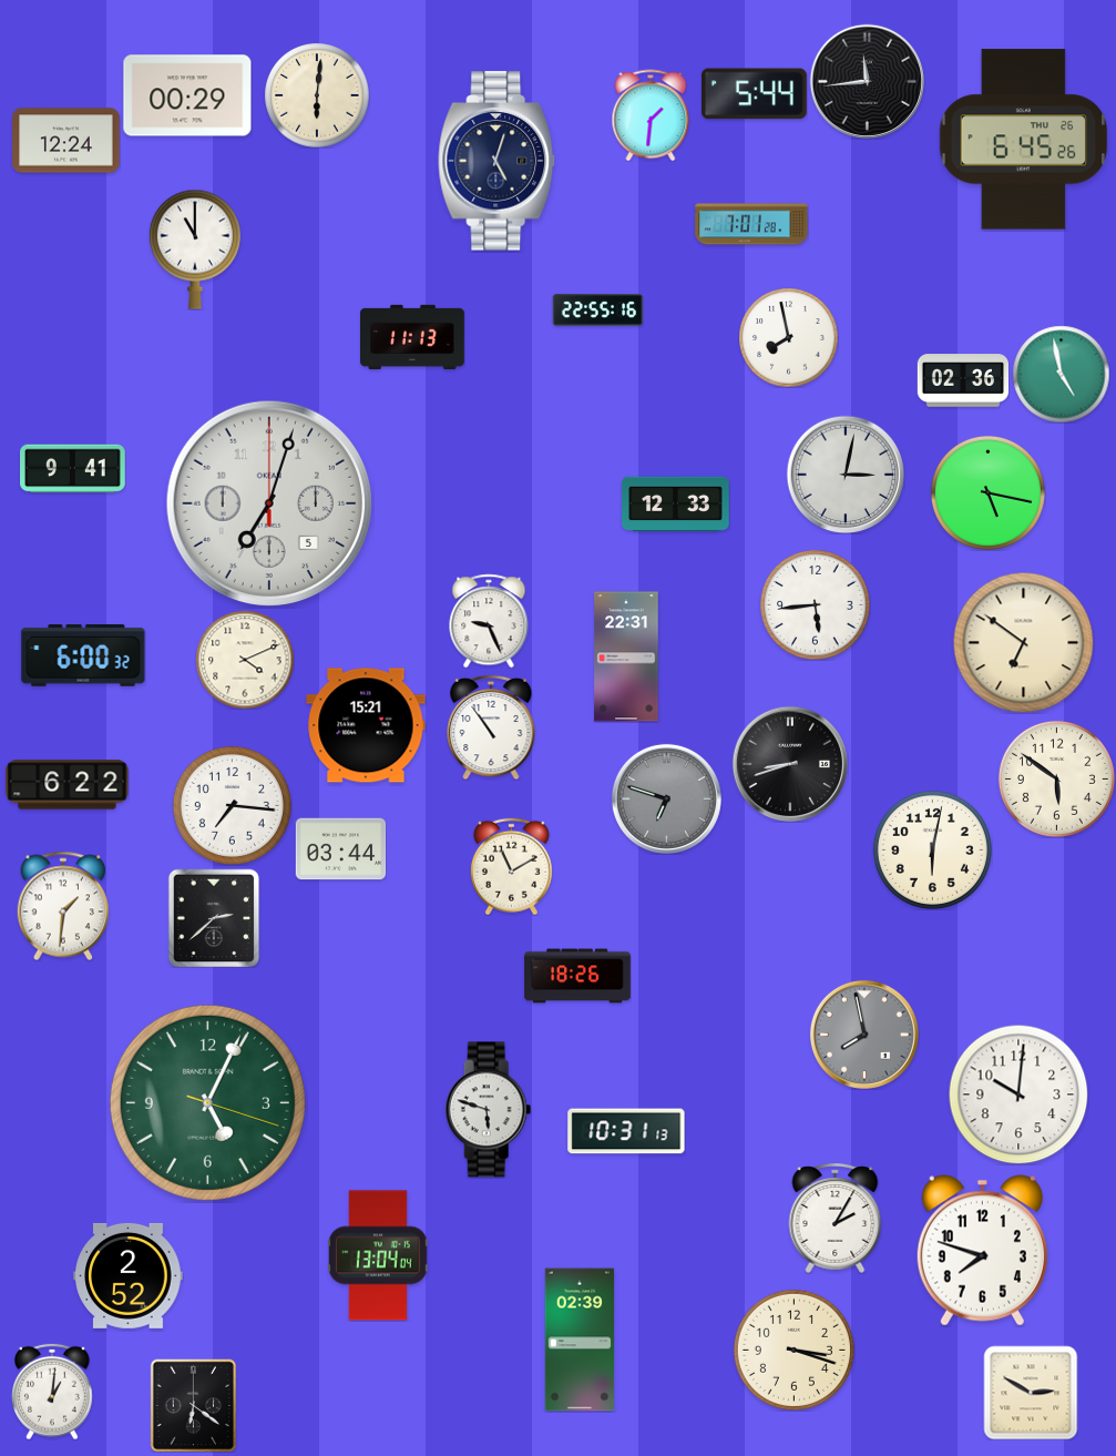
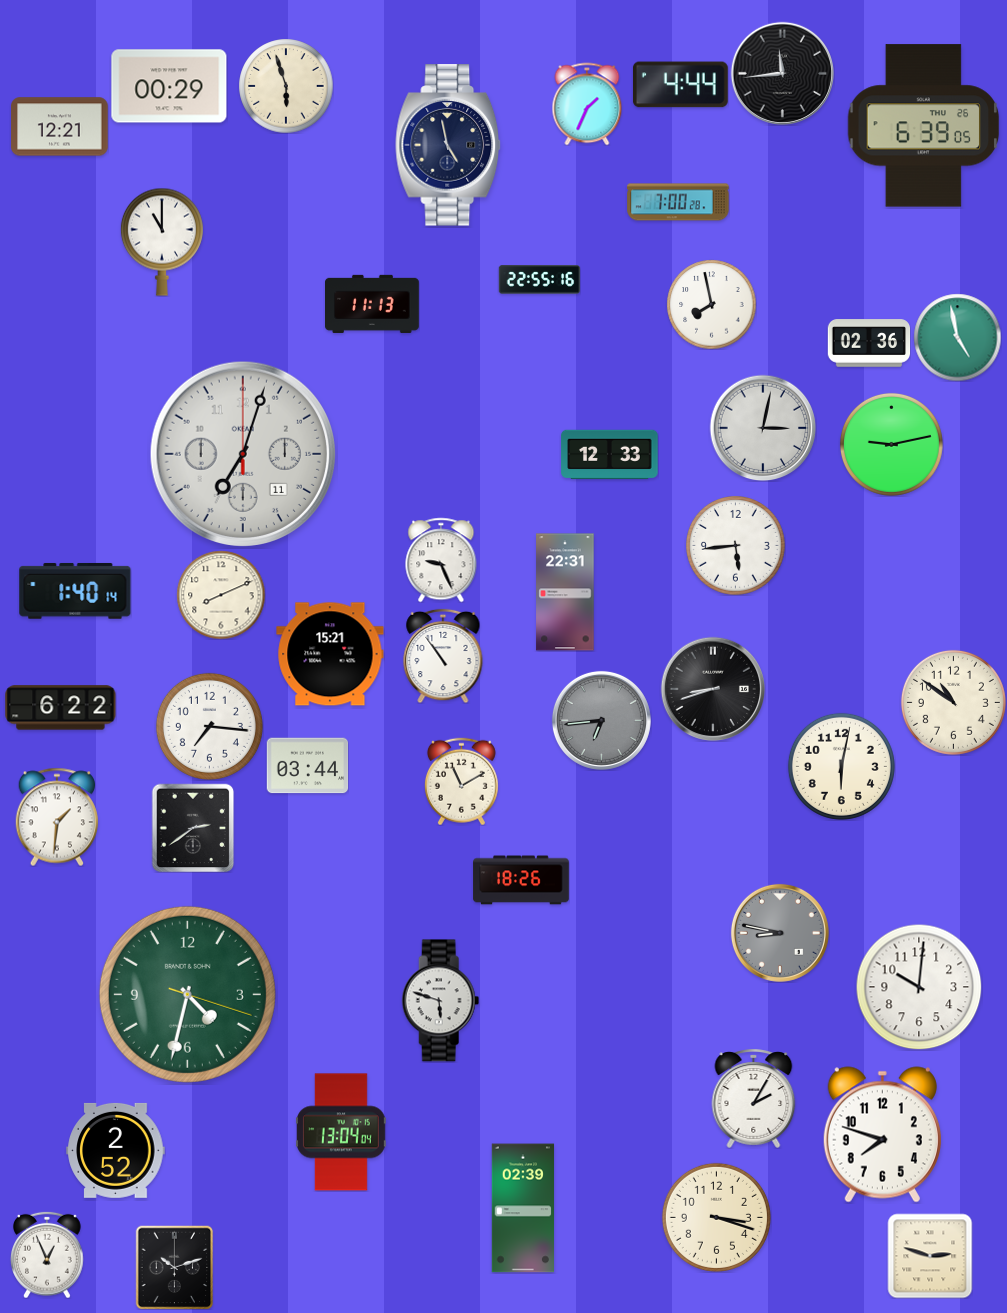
clock at (754, 94): 5:44 -> 4:44
clock at (317, 95): 6:01 -> 5:57
clock at (651, 115): 1:31 -> 1:34
clock at (1024, 140): 6:45 -> 6:39
clock at (66, 141): 12:24 -> 12:21
clock at (498, 161): 5:03 -> 4:58
clock at (751, 224): 7:01 -> 7:00
clock at (195, 250) position: (195, 250) -> (162, 242)
clock at (73, 469): 9:41 -> none
clock at (987, 492): 5:17 -> 9:13
clock at (269, 503) date: 5 -> 11
clock at (1023, 642): 6:51 -> none
clock at (83, 655): 6:00 -> 1:40
clock at (245, 660): 4:11 -> 8:11
clock at (1056, 778): 5:51 -> 10:51
clock at (666, 798): 6:48 -> 6:44
clock at (214, 918): 2:38 -> 2:39
clock at (864, 1035): 7:58 -> 8:47
clock at (207, 1102): 5:04 -> 4:32
clock at (626, 1131): 10:31 -> none
clock at (982, 1251) position: (982, 1251) -> (882, 1135)
clock at (52, 1392): 1:01 -> 12:56
clock at (1031, 1393): 2:50 -> 2:48
clock at (194, 1405): 6:21 -> 10:12
